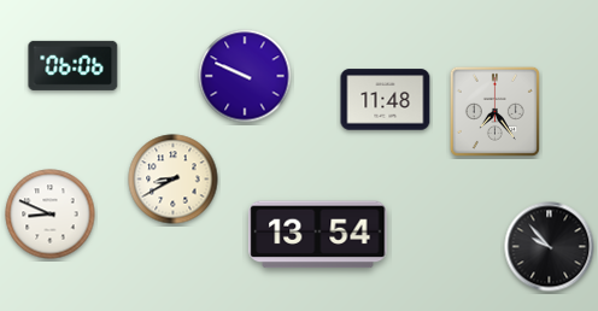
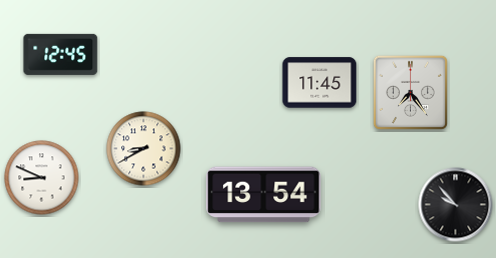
clock at (74, 65): 06:06 -> 12:45
clock at (245, 76): 9:49 -> none
clock at (386, 100): 11:48 -> 11:45
